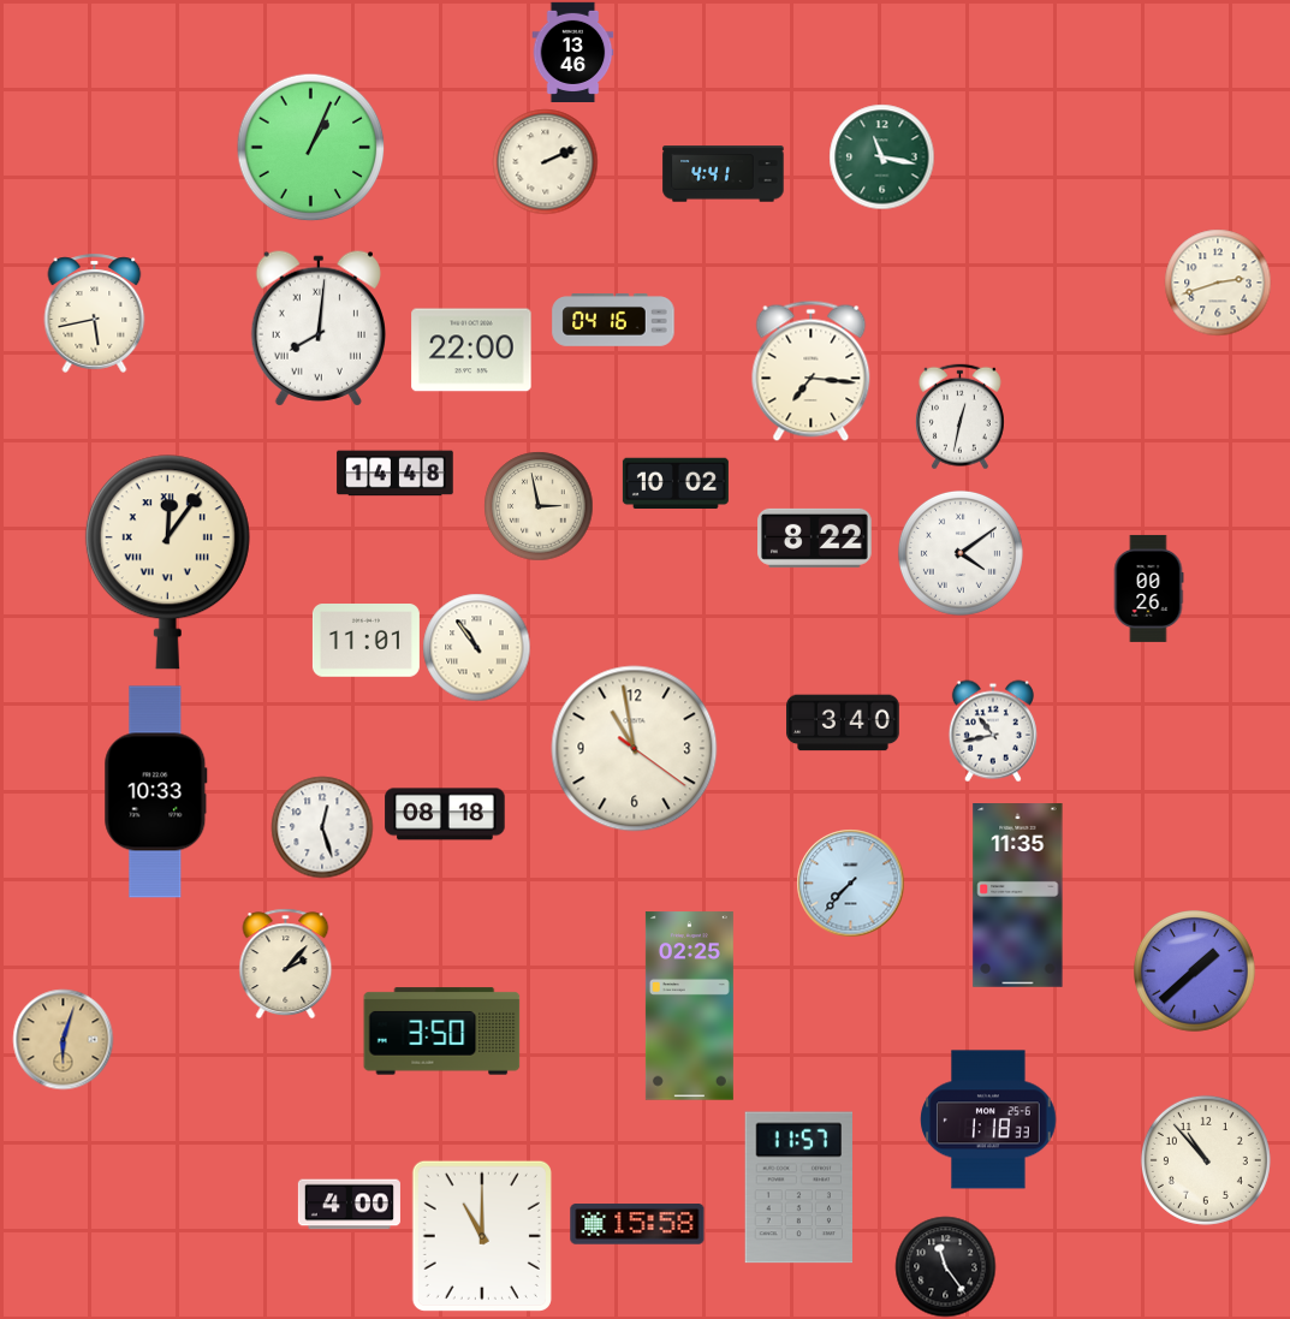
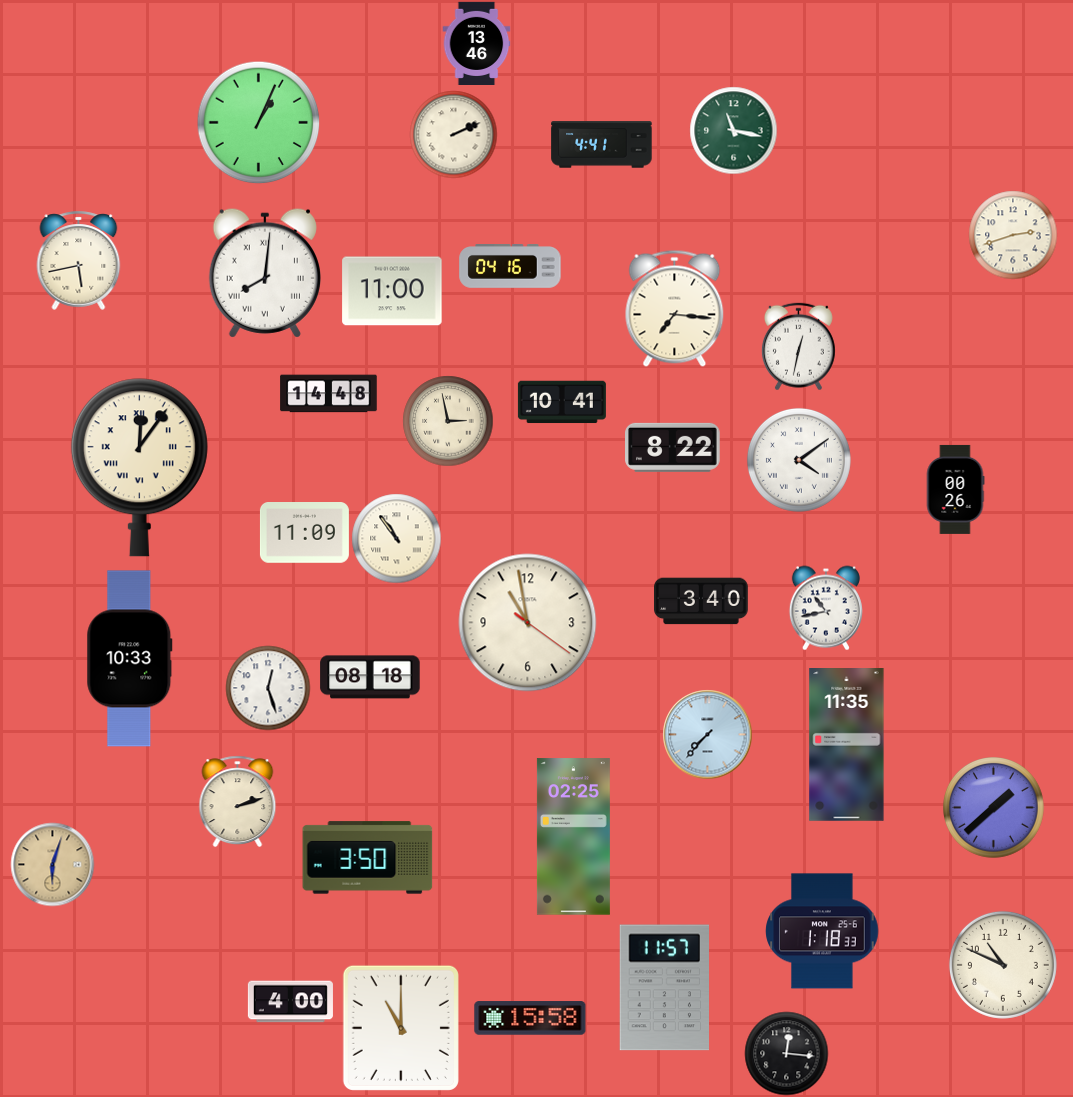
clock at (471, 350): 22:00 -> 11:00
clock at (676, 483): 10:02 -> 10:41
clock at (815, 537) position: (815, 537) -> (673, 447)
clock at (365, 641): 11:01 -> 11:09
clock at (286, 963): 2:07 -> 2:12
clock at (1206, 1160): 10:53 -> 10:49
clock at (945, 1266): 11:24 -> 12:16
